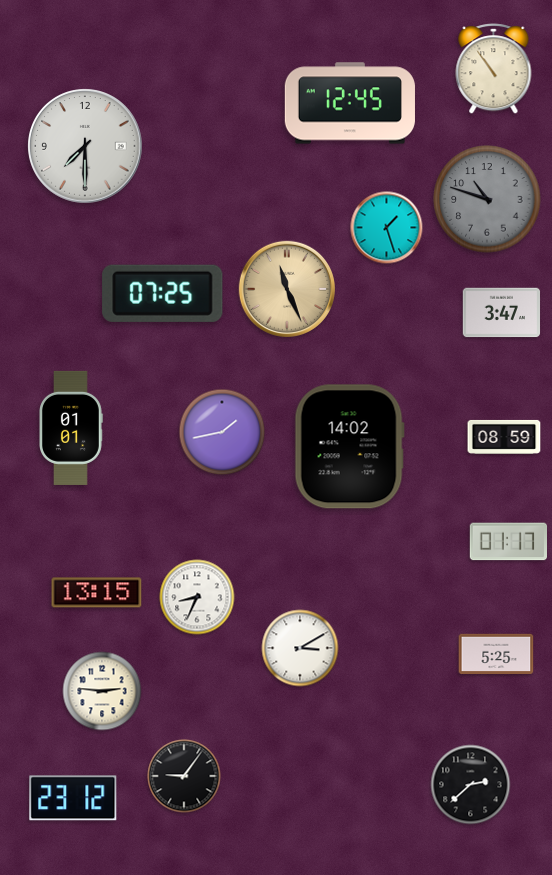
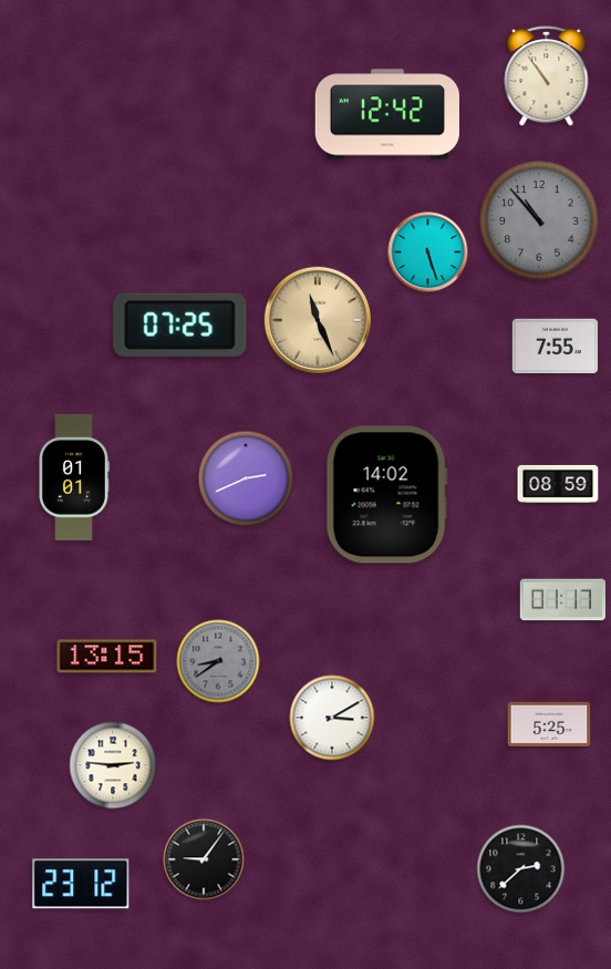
clock at (350, 103): 12:45 -> 12:42
clock at (85, 146): 7:30 -> none
clock at (487, 199): 10:48 -> 10:53
clock at (387, 228): 1:27 -> 5:27
clock at (502, 313): 3:47 -> 7:55
clock at (71, 428) position: (71, 428) -> (74, 477)
clock at (222, 432): 1:43 -> 2:41
clock at (197, 597): 8:34 -> 8:39
clock at (197, 597) dial: white -> grey
